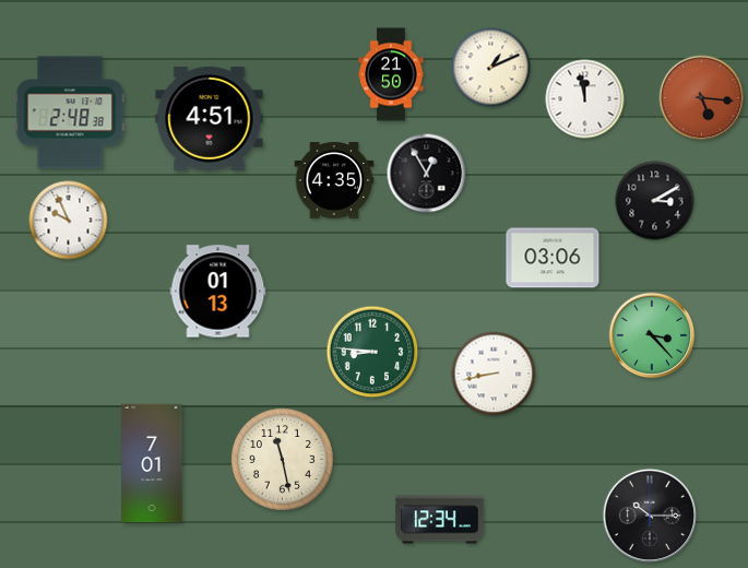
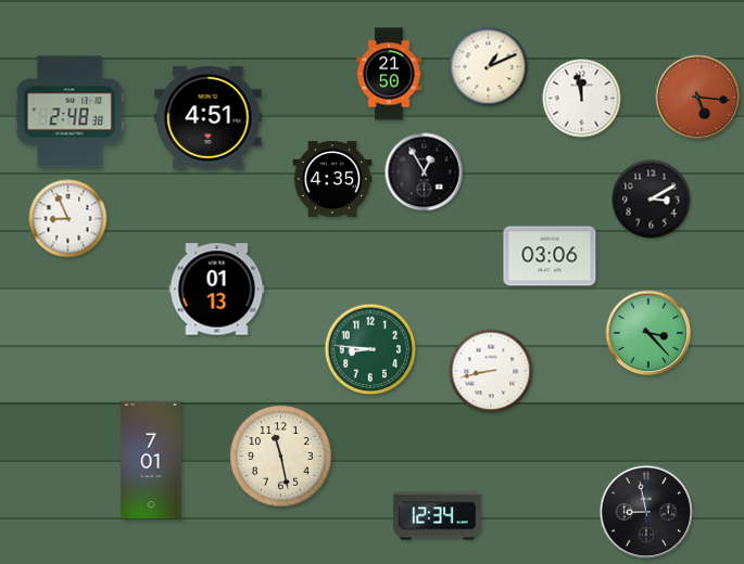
clock at (69, 221): 9:56 -> 8:56
clock at (649, 514): 10:15 -> 8:58
